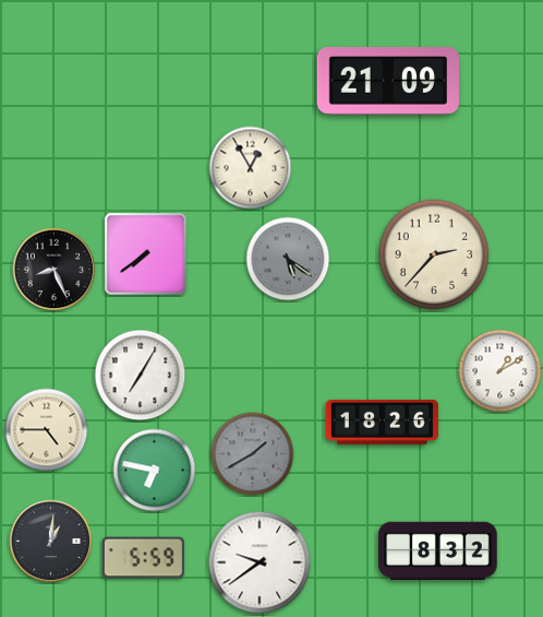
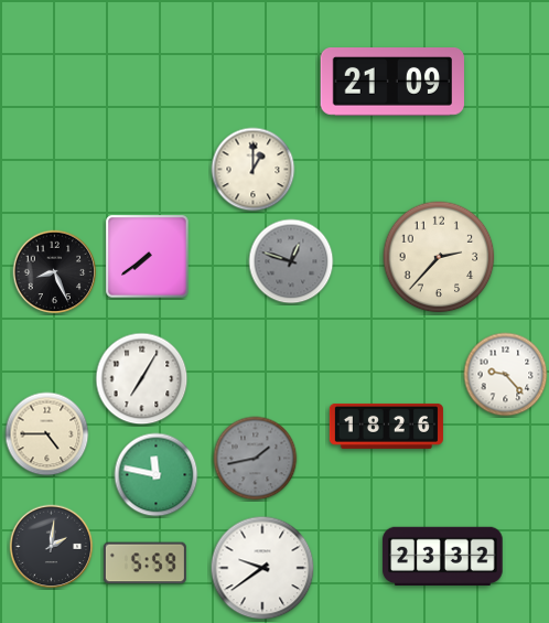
clock at (251, 168): 12:55 -> 1:00
clock at (288, 259): 5:21 -> 12:48
clock at (500, 371): 1:10 -> 9:23
clock at (253, 454): 1:40 -> 1:43
clock at (155, 471): 6:47 -> 11:47
clock at (51, 542): 1:01 -> 2:01
clock at (438, 550): 8:32 -> 23:32
